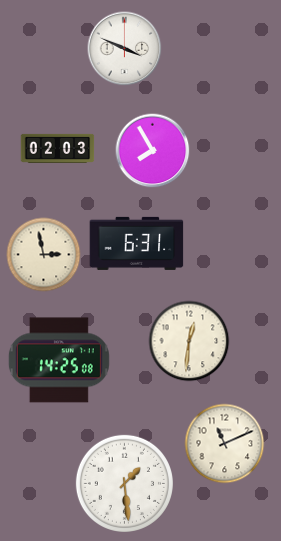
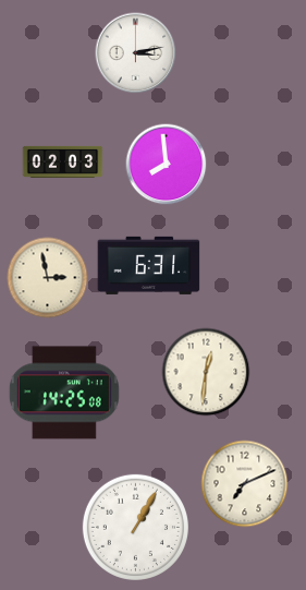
clock at (125, 49): 3:49 -> 3:13
clock at (153, 151): 7:55 -> 7:59
clock at (225, 444): 11:11 -> 7:11
clock at (124, 483): 1:29 -> 1:05
